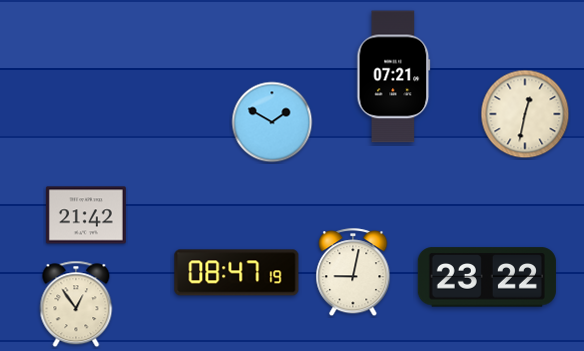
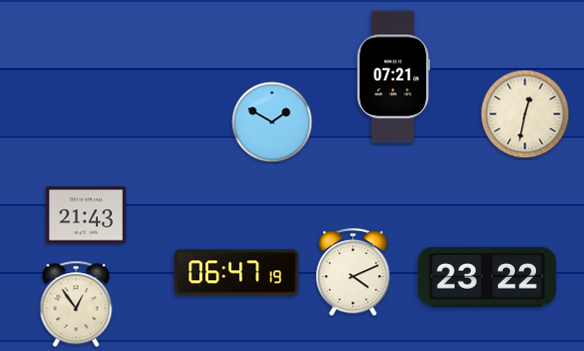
clock at (86, 215): 21:42 -> 21:43
clock at (237, 273): 08:47 -> 06:47
clock at (353, 273): 9:02 -> 4:11
